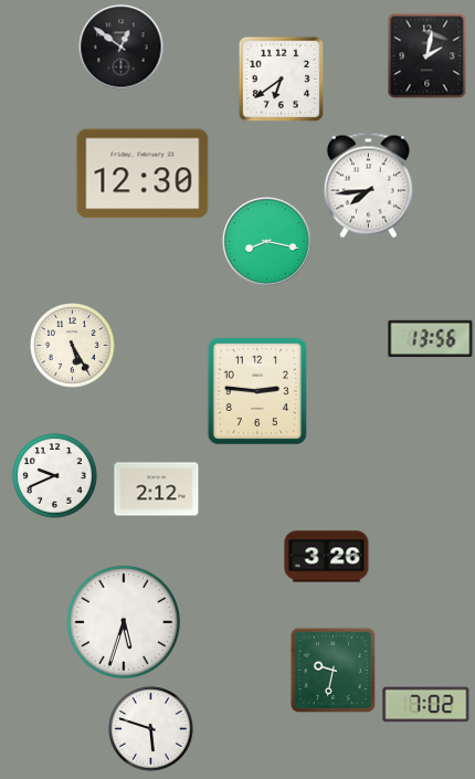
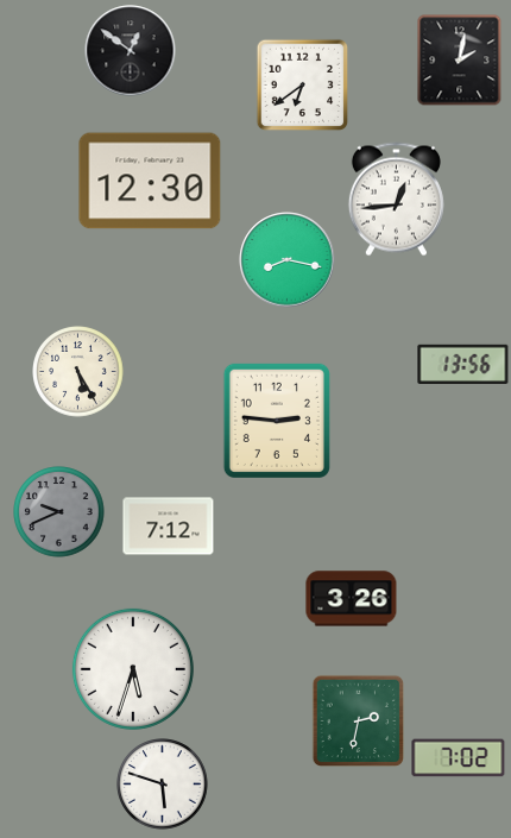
clock at (142, 173) position: (142, 173) -> (150, 181)
clock at (368, 186): 7:44 -> 12:44
clock at (55, 476) dial: white -> grey
clock at (157, 489): 2:12 -> 7:12
clock at (332, 670): 9:32 -> 2:32
